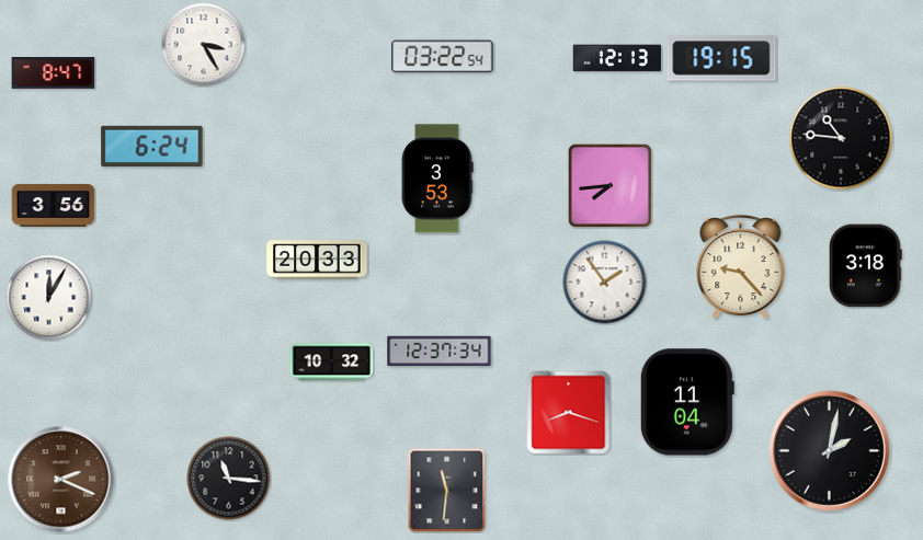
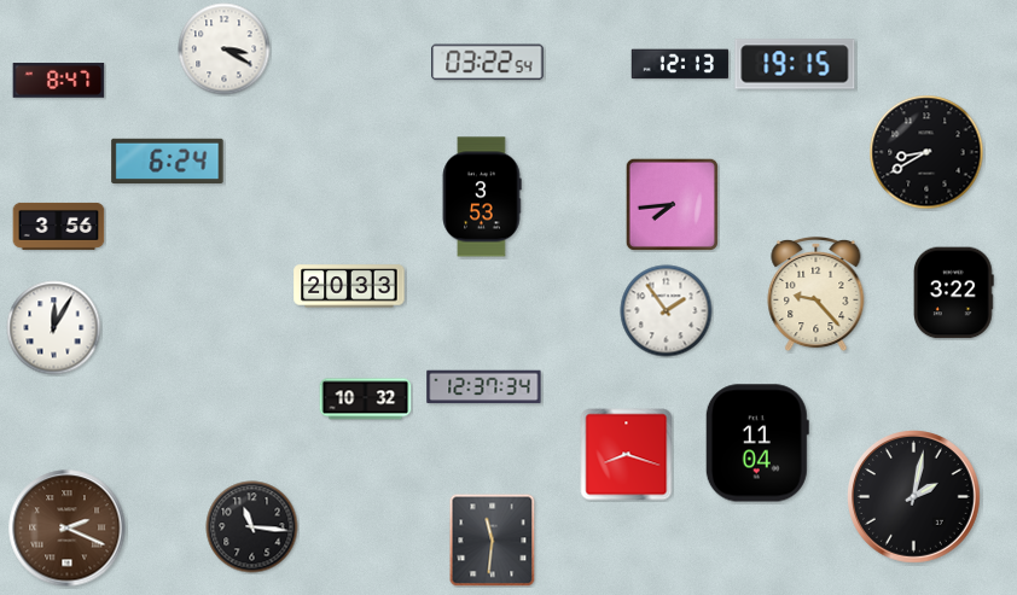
clock at (204, 45): 3:25 -> 3:20
clock at (841, 138): 10:46 -> 8:40
clock at (866, 266): 3:18 -> 3:22
